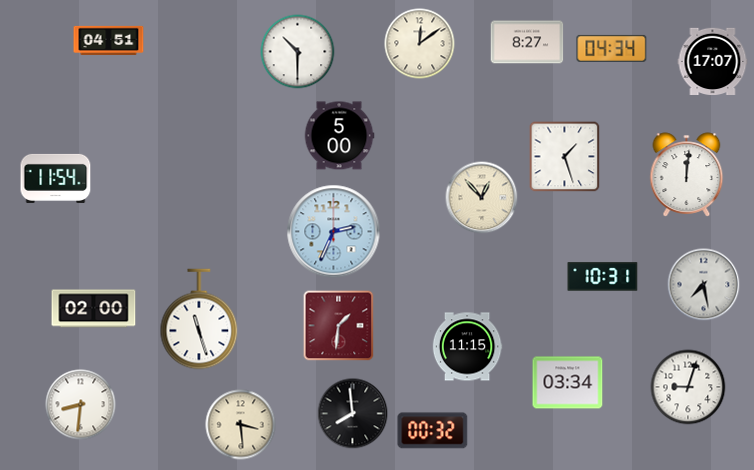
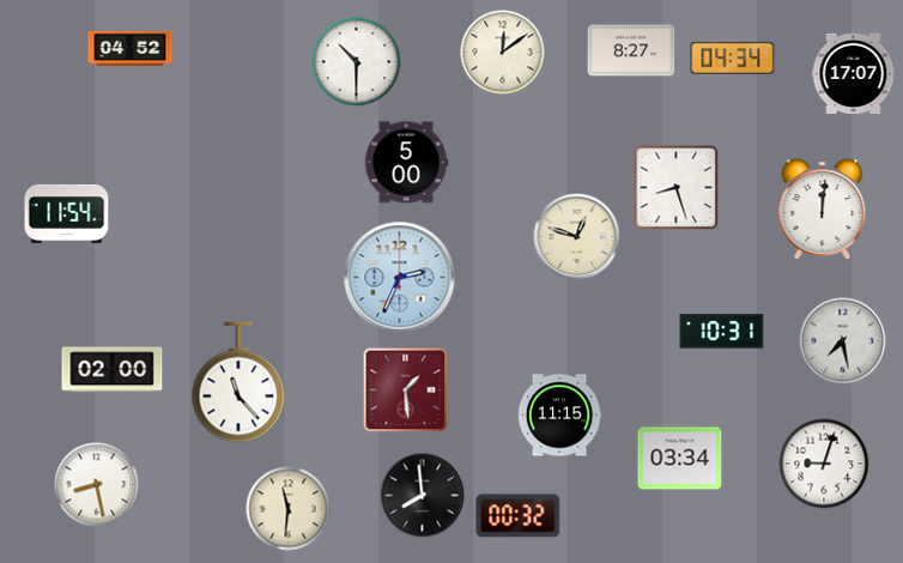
clock at (109, 40): 04:51 -> 04:52
clock at (565, 157): 1:27 -> 8:27
clock at (482, 198): 12:53 -> 12:48
clock at (199, 319): 11:27 -> 11:23
clock at (339, 326): 1:31 -> 1:29
clock at (81, 405): 8:31 -> 8:28
clock at (241, 425): 3:29 -> 11:31
